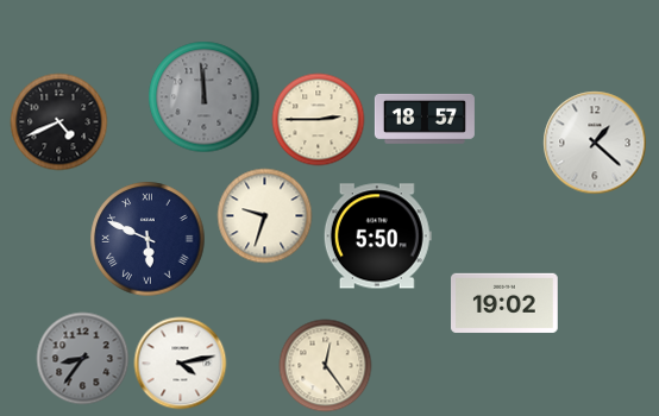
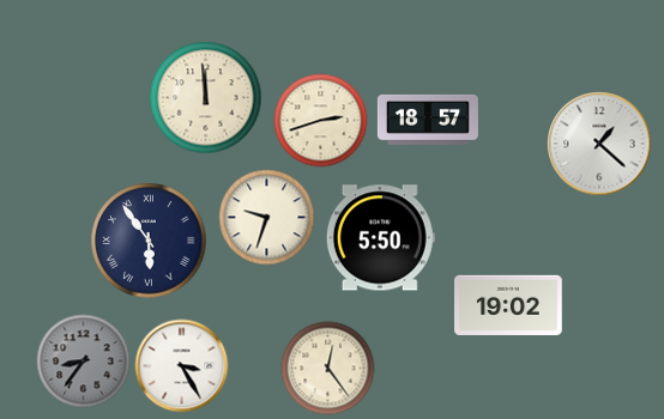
clock at (203, 96) dial: grey -> cream
clock at (318, 119): 2:45 -> 2:42
clock at (58, 121): 4:41 -> none
clock at (148, 239): 5:49 -> 5:54
clock at (180, 363): 4:13 -> 3:25
